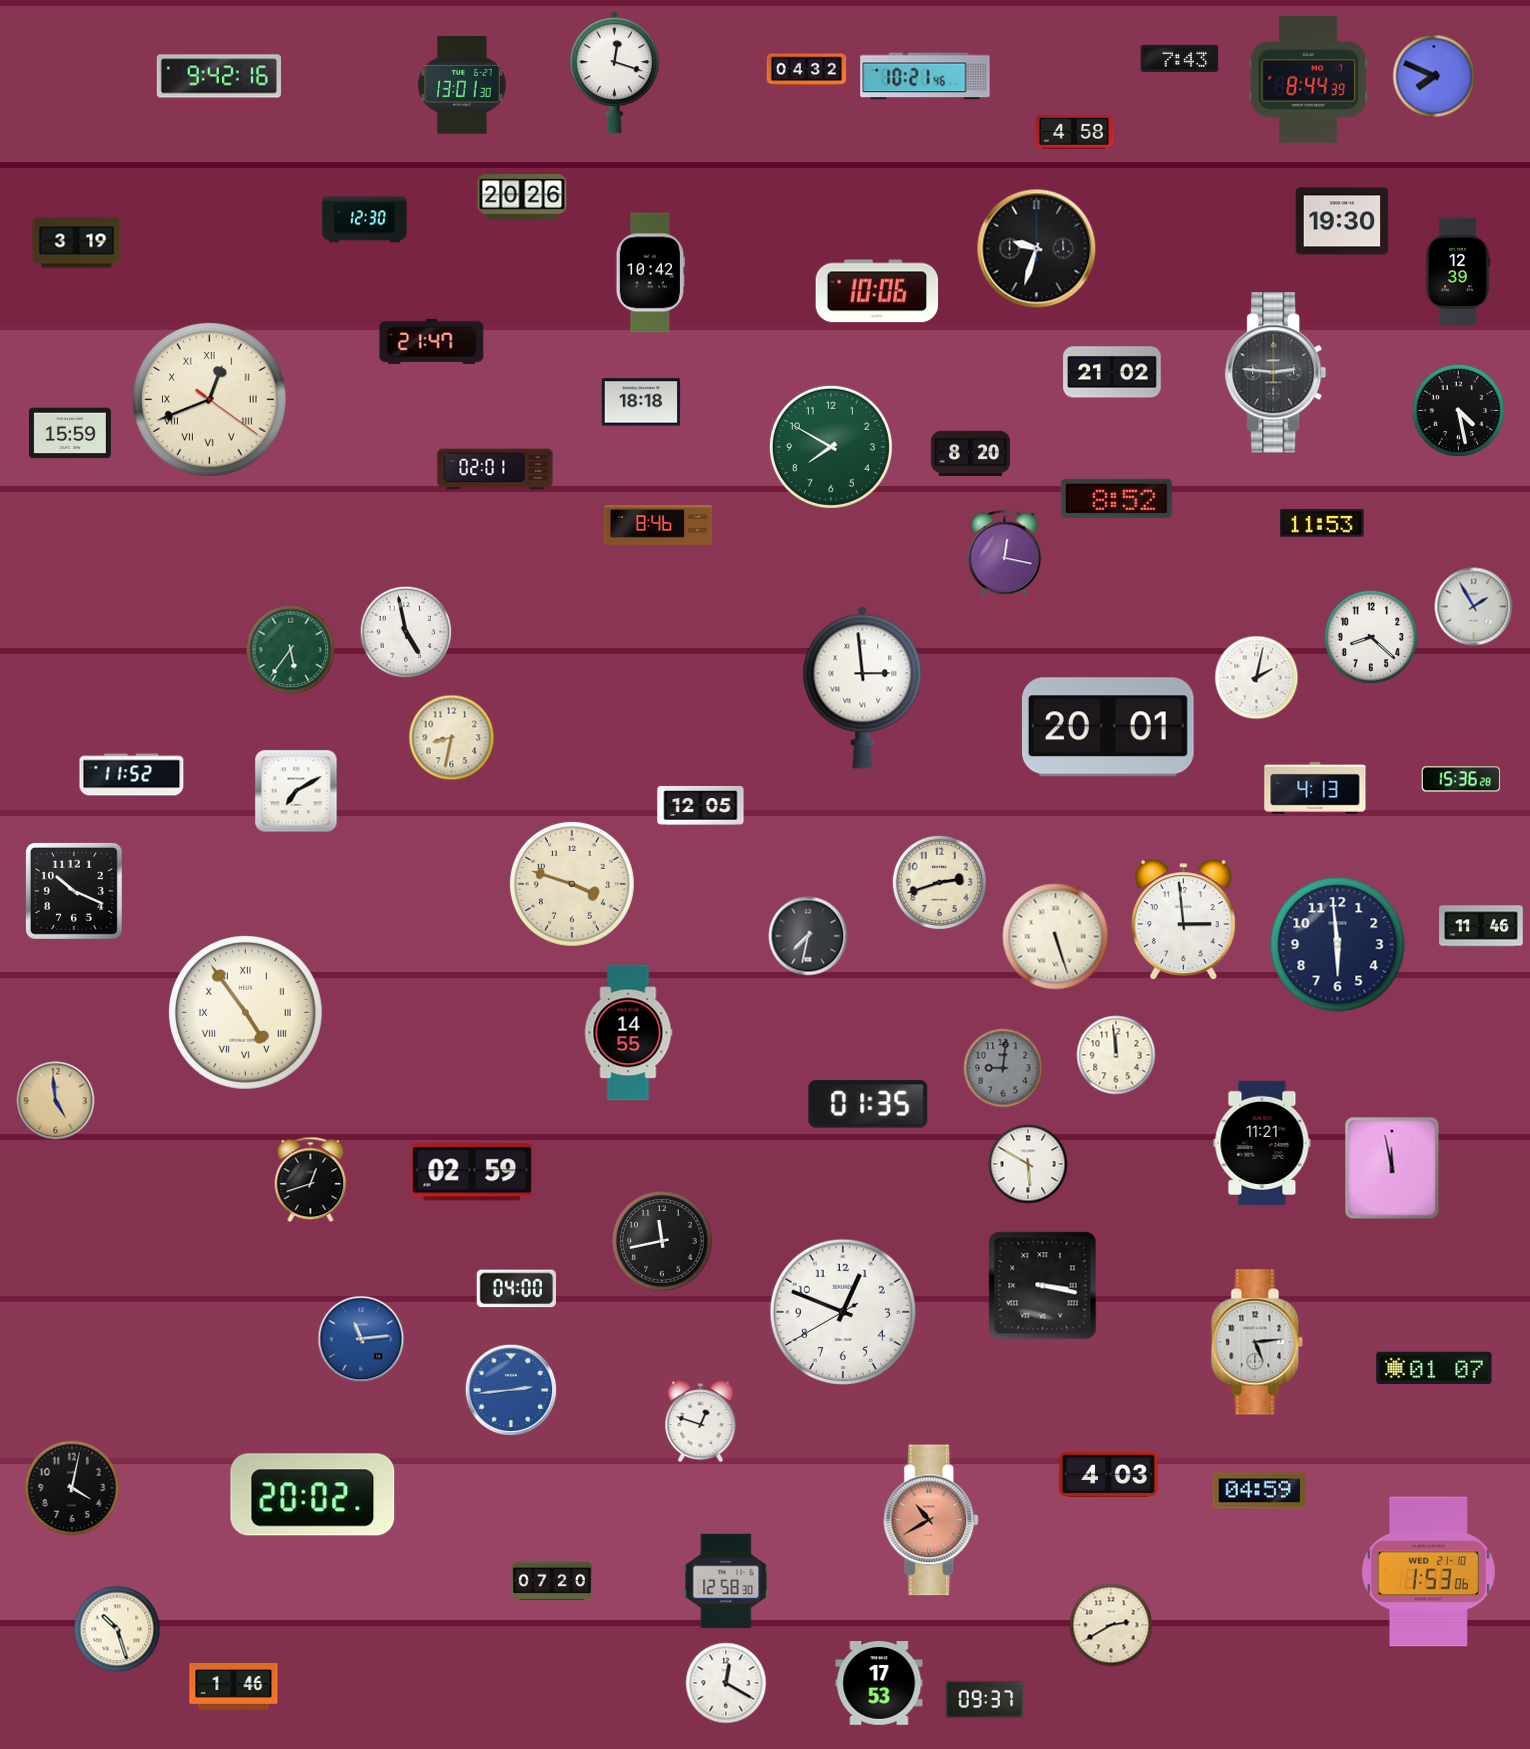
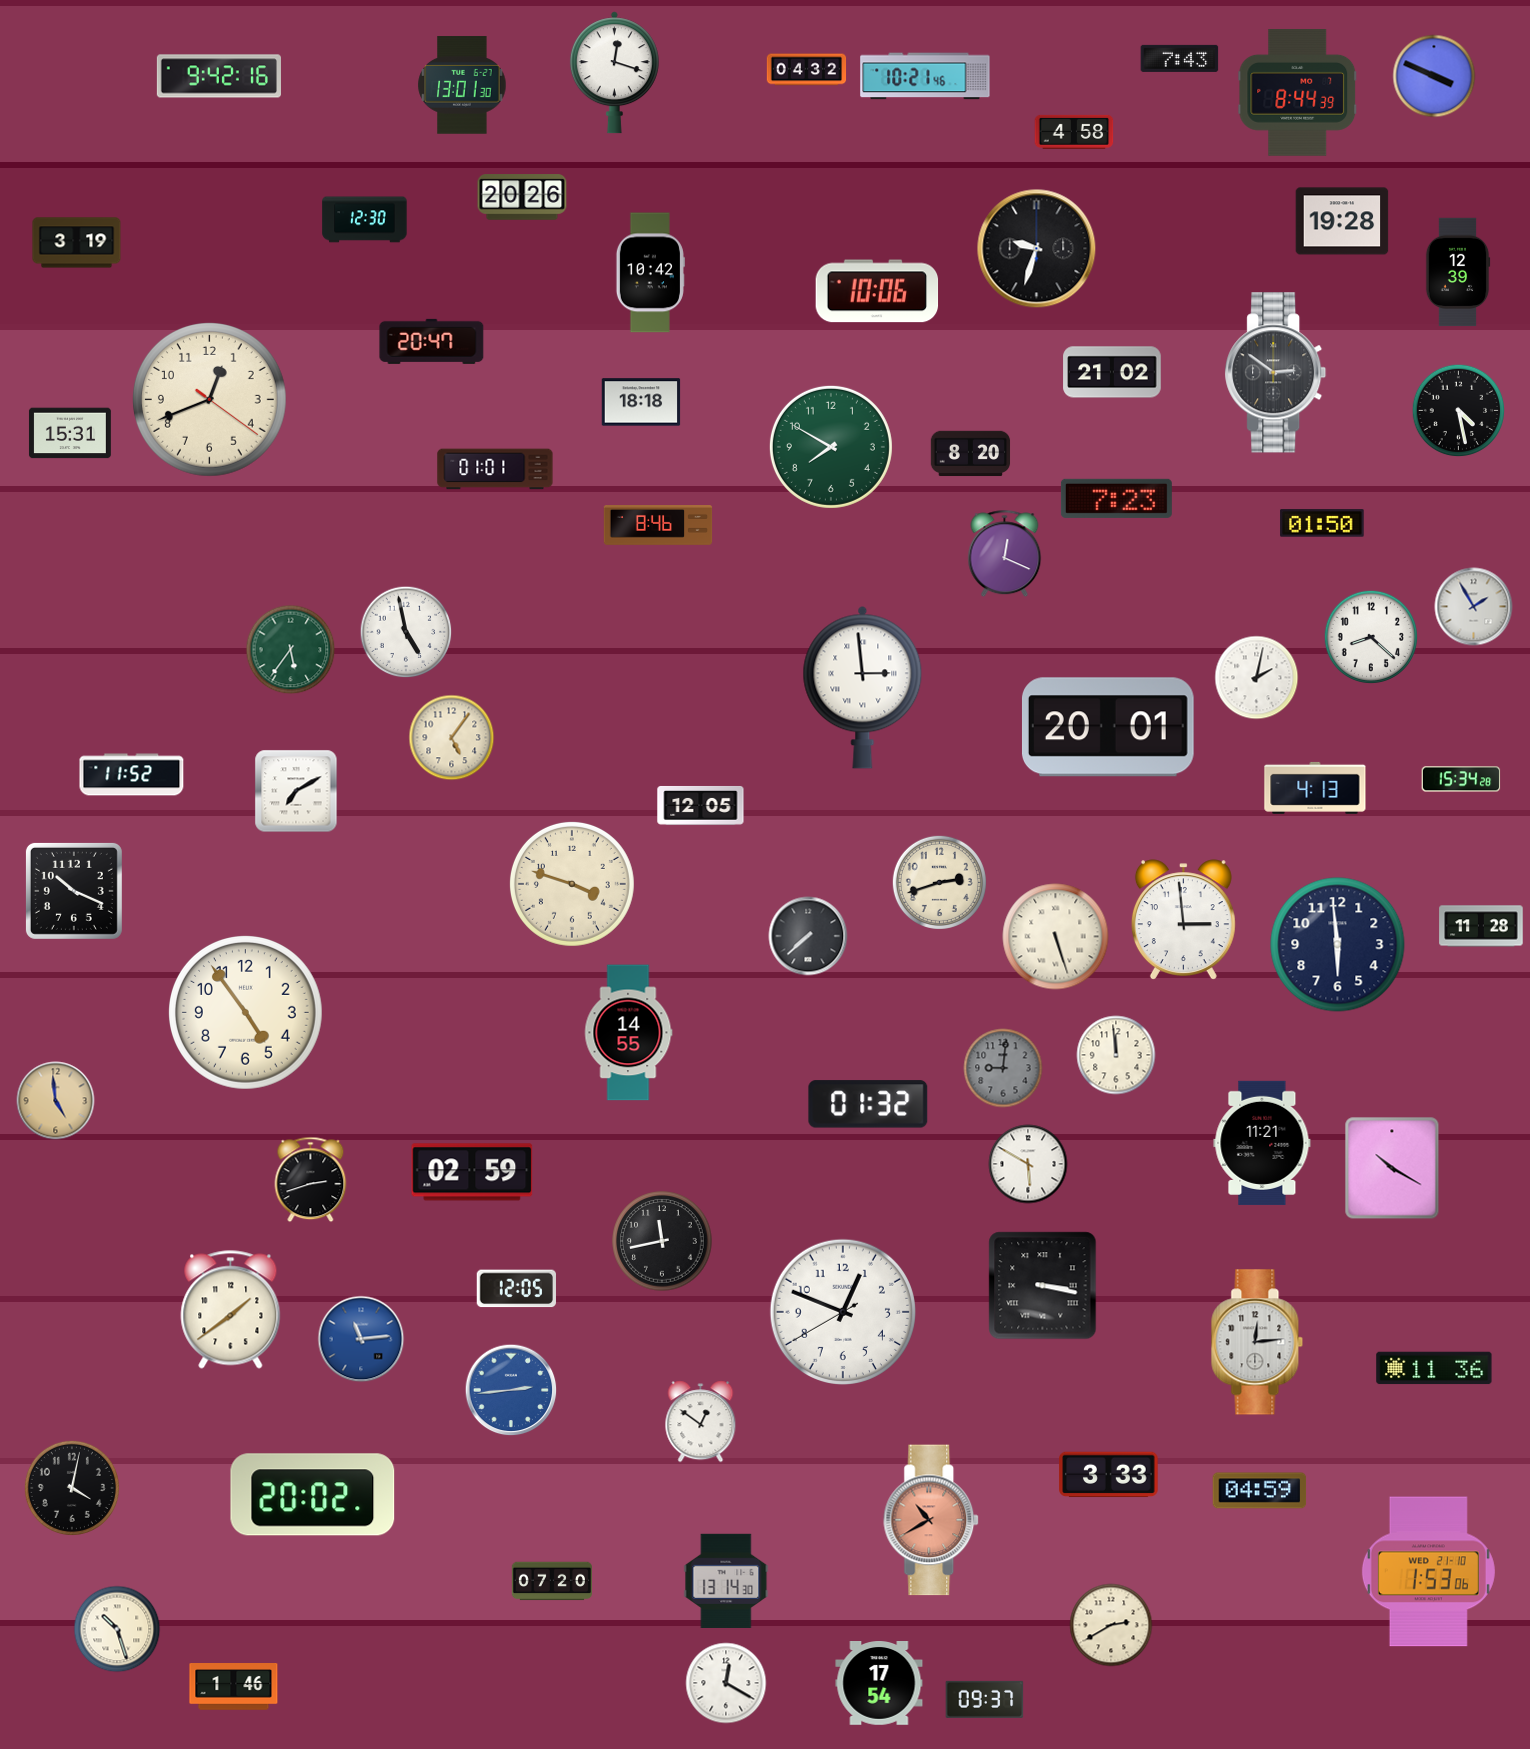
clock at (1434, 76): 7:49 -> 3:49
clock at (1309, 80) position: (1309, 80) -> (1298, 93)
clock at (1342, 221): 19:30 -> 19:28
clock at (432, 341): 21:47 -> 20:47
clock at (1276, 373): 2:46 -> 2:51
clock at (209, 399) numerals: Roman -> Arabic
clock at (70, 433): 15:59 -> 15:31
clock at (495, 469): 02:01 -> 01:01
clock at (1116, 498): 8:52 -> 7:23
clock at (1322, 523): 11:53 -> 01:50
clock at (1005, 554): 12:17 -> 12:19
clock at (452, 738): 8:32 -> 5:06
clock at (1461, 779): 15:36 -> 15:34
clock at (1481, 926): 11:46 -> 11:28
clock at (808, 936): 7:32 -> 7:38
clock at (245, 1012) numerals: Roman -> Arabic
clock at (868, 1104): 01:35 -> 01:32
clock at (1392, 1168): 11:58 -> 10:20
clock at (311, 1180): 12:42 -> 2:42
clock at (516, 1289): 04:00 -> 12:05
clock at (231, 1310): none -> 1:39
clock at (1257, 1342): 5:14 -> 12:14
clock at (1434, 1368): 01:07 -> 11:36
clock at (701, 1422): 12:48 -> 12:51
clock at (1109, 1475): 4:03 -> 3:33
clock at (726, 1581): 12:58 -> 13:14
clock at (879, 1684): 17:53 -> 17:54
